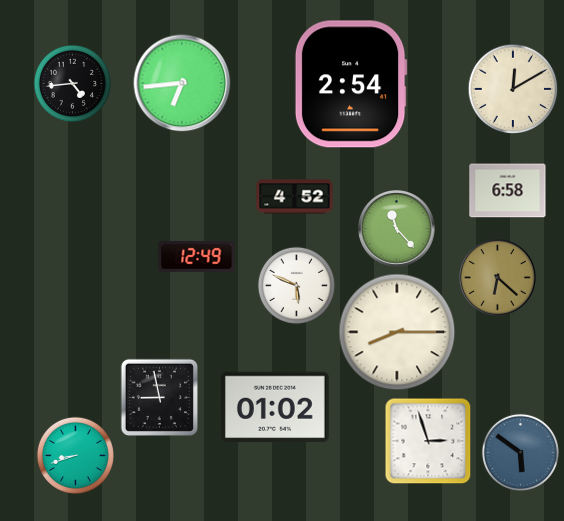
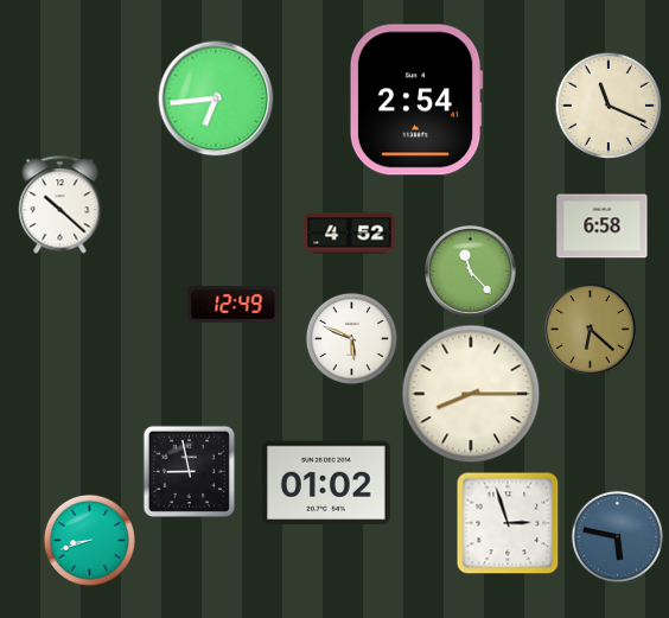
clock at (72, 83): 4:44 -> none
clock at (513, 89): 12:10 -> 11:19
clock at (60, 205): none -> 10:22
clock at (520, 452): 5:51 -> 5:47
